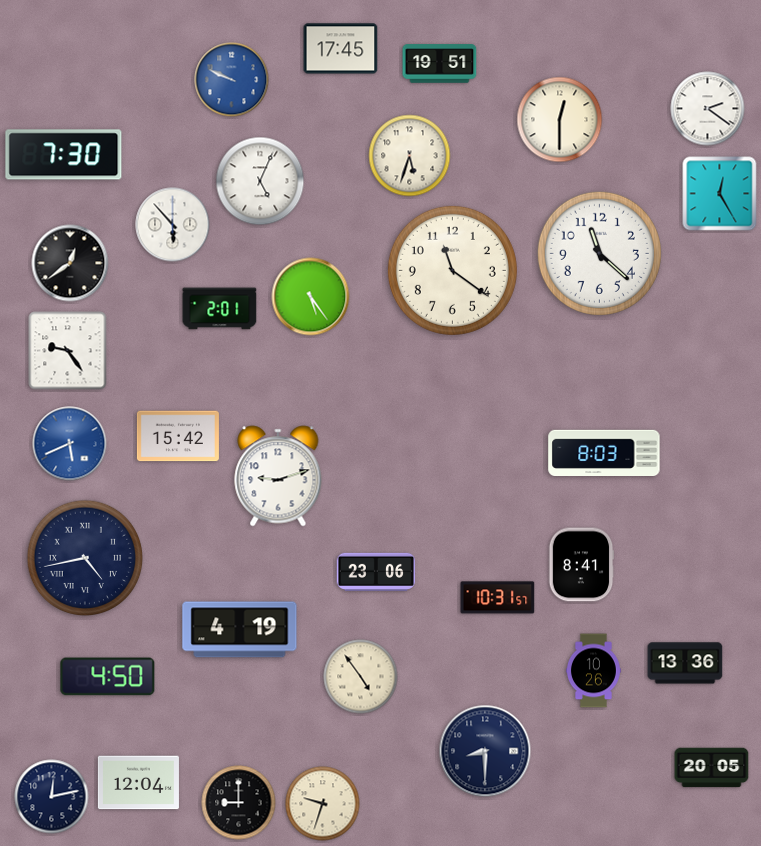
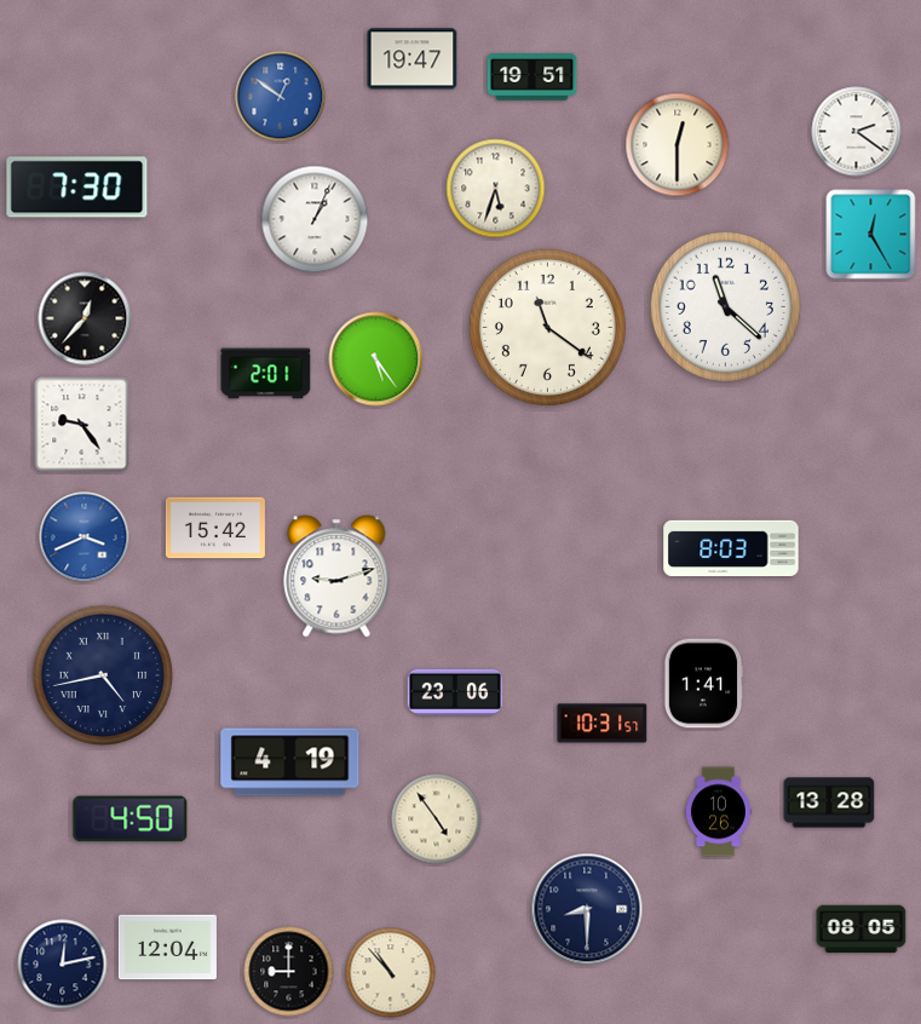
clock at (341, 49): 17:45 -> 19:47
clock at (232, 80): 9:49 -> 12:51
clock at (260, 181): 5:04 -> 1:04
clock at (173, 225): 5:53 -> none
clock at (70, 263): 12:39 -> 12:37
clock at (70, 444): 5:41 -> 3:41
clock at (581, 565): 8:41 -> 1:41
clock at (685, 663): 13:36 -> 13:28
clock at (712, 768): 20:05 -> 08:05
clock at (323, 804): 9:33 -> 10:53
